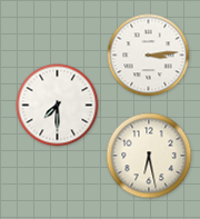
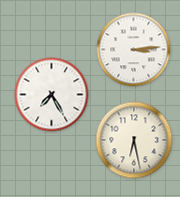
clock at (58, 106): 7:30 -> 7:25
